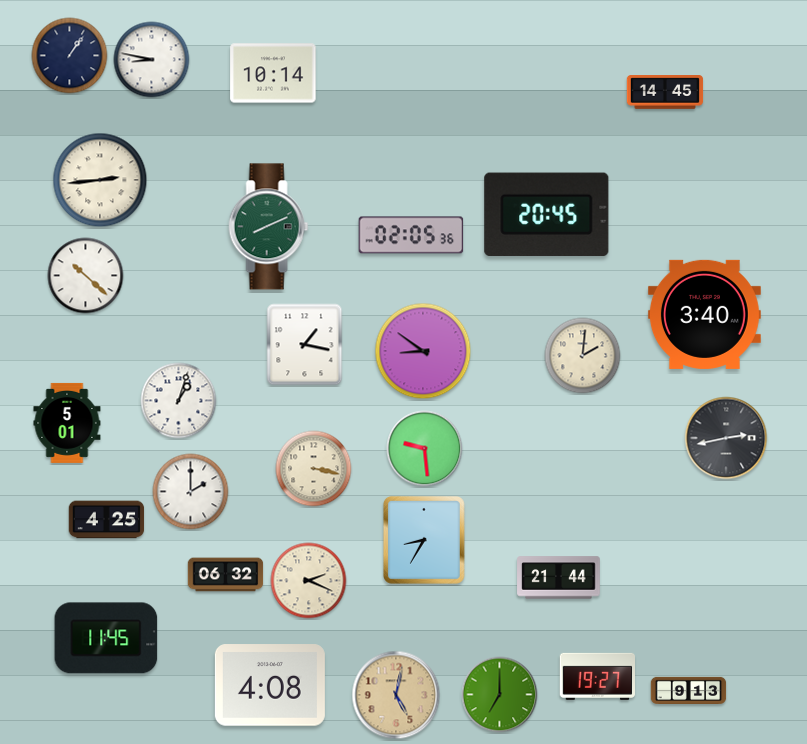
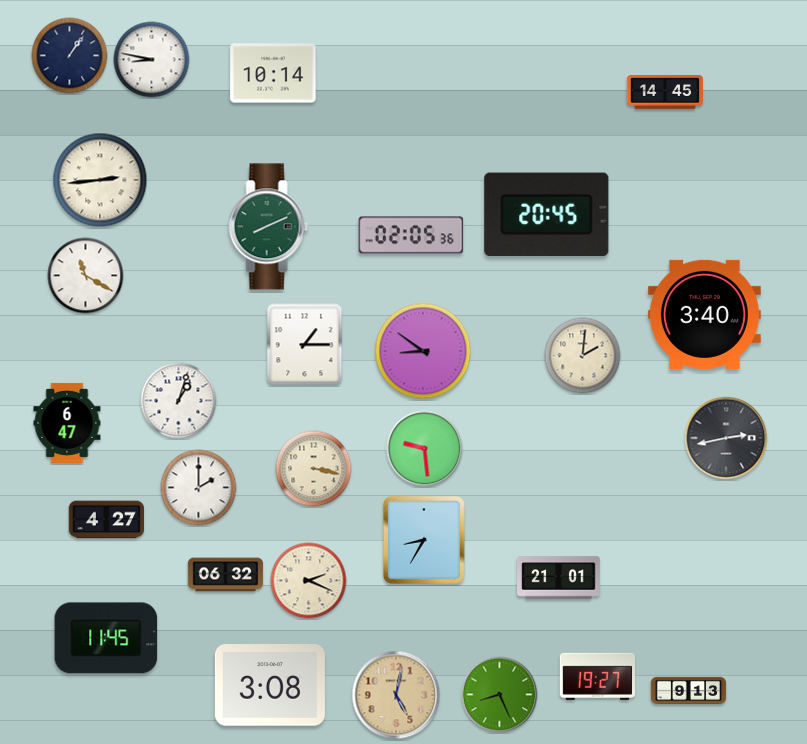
clock at (86, 276): 10:22 -> 11:20
clock at (305, 345): 1:17 -> 1:15
clock at (67, 423): 5:01 -> 6:47
clock at (191, 492) position: (191, 492) -> (199, 488)
clock at (107, 520): 4:25 -> 4:27
clock at (559, 578): 21:44 -> 21:01
clock at (270, 685): 4:08 -> 3:08
clock at (500, 695): 7:00 -> 8:26
